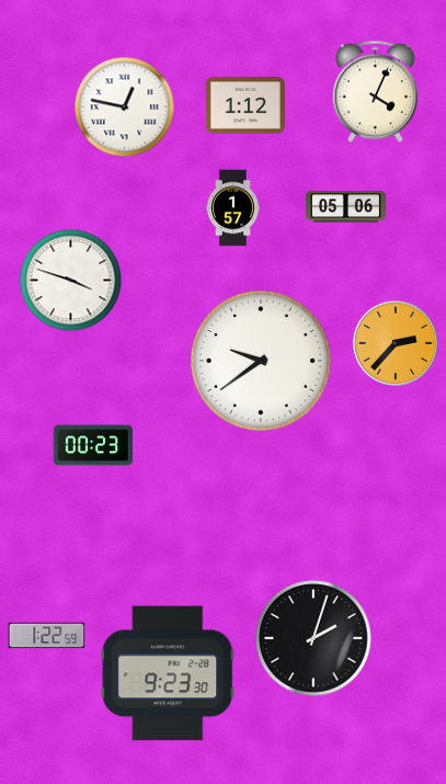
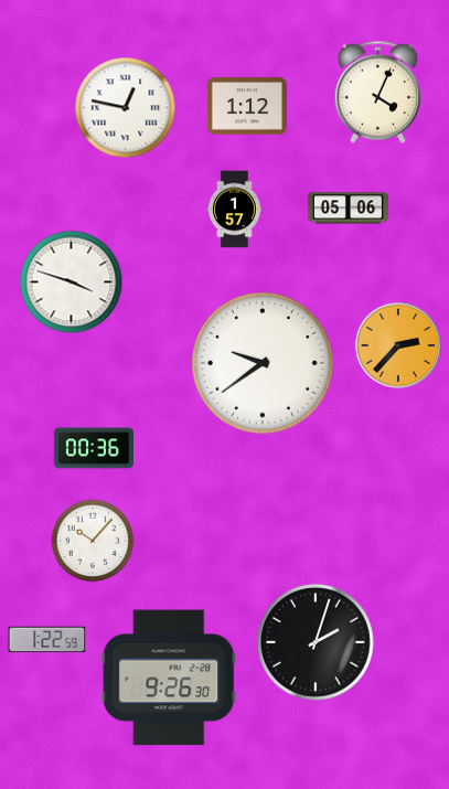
clock at (92, 445): 00:23 -> 00:36
clock at (93, 541): none -> 10:07
clock at (168, 673): 9:23 -> 9:26
